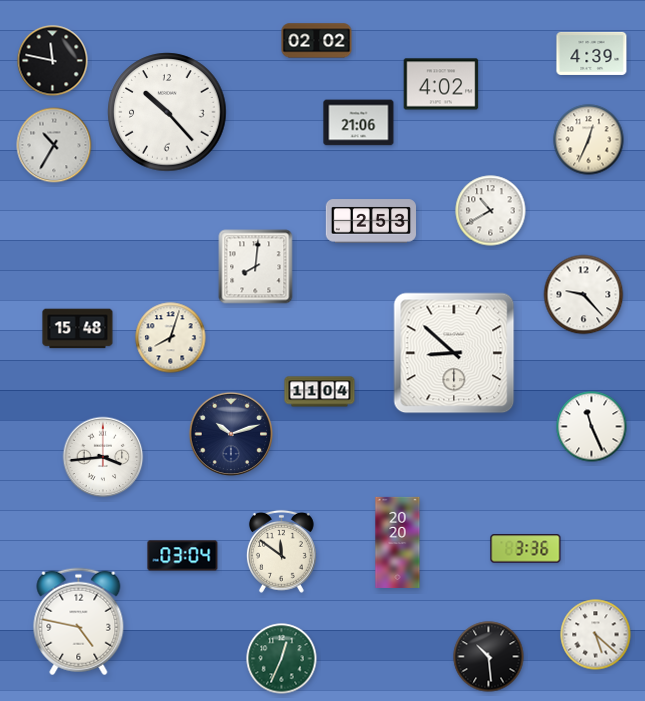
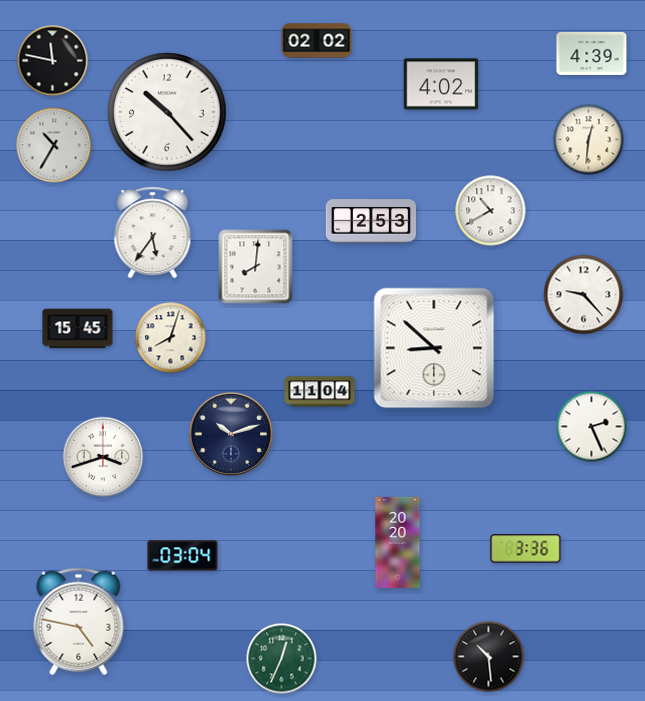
clock at (359, 123): 21:06 -> none
clock at (589, 140): 12:34 -> 12:31
clock at (153, 233): none -> 5:36
clock at (78, 329): 15:48 -> 15:45
clock at (454, 353) position: (454, 353) -> (434, 348)
clock at (592, 427): 11:26 -> 2:26
clock at (103, 457): 3:44 -> 3:42
clock at (281, 551): 11:51 -> none
clock at (596, 635): 5:22 -> none
